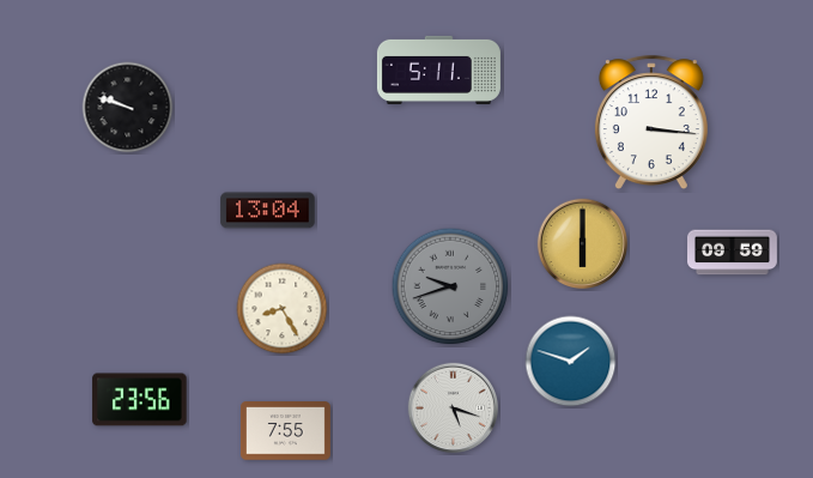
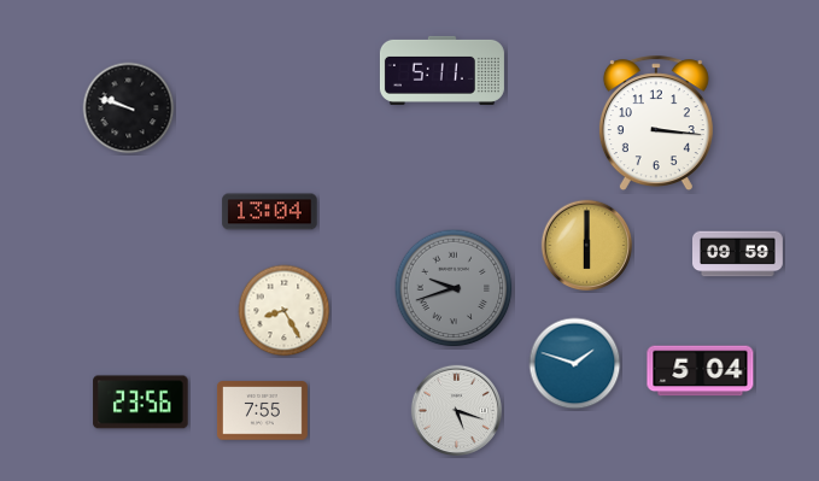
clock at (701, 371): none -> 5:04
clock at (285, 431) position: (285, 431) -> (262, 411)
